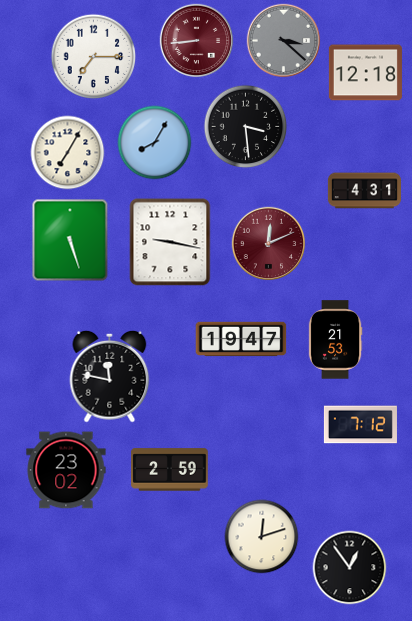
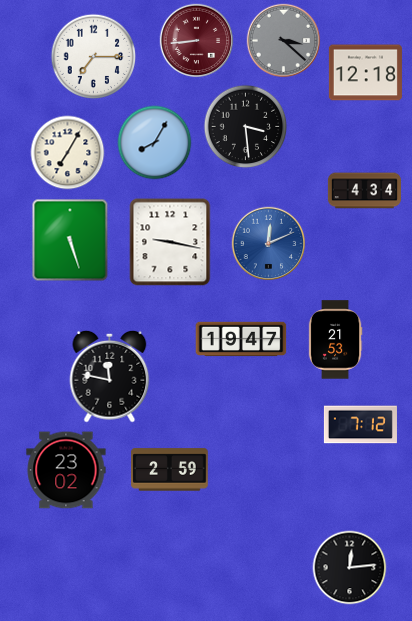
clock at (364, 191): 4:31 -> 4:34
clock at (269, 244) dial: burgundy -> blue
clock at (262, 537): 12:12 -> none
clock at (350, 568): 12:54 -> 12:14
